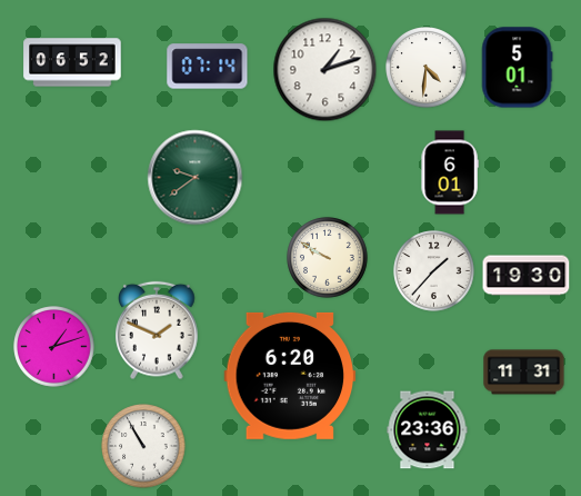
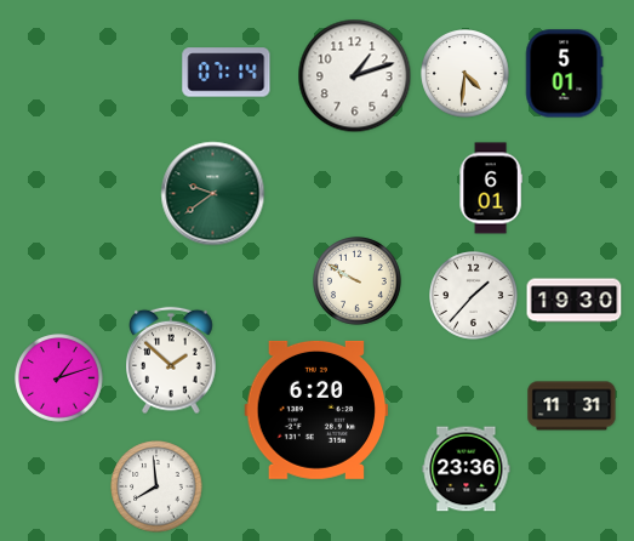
clock at (72, 62): 06:52 -> none
clock at (158, 330): 1:49 -> 1:52
clock at (143, 446): 10:55 -> 7:59
